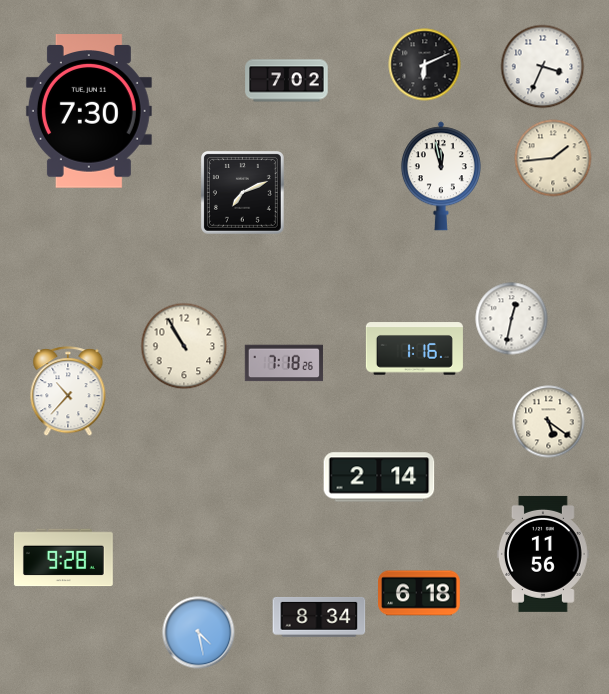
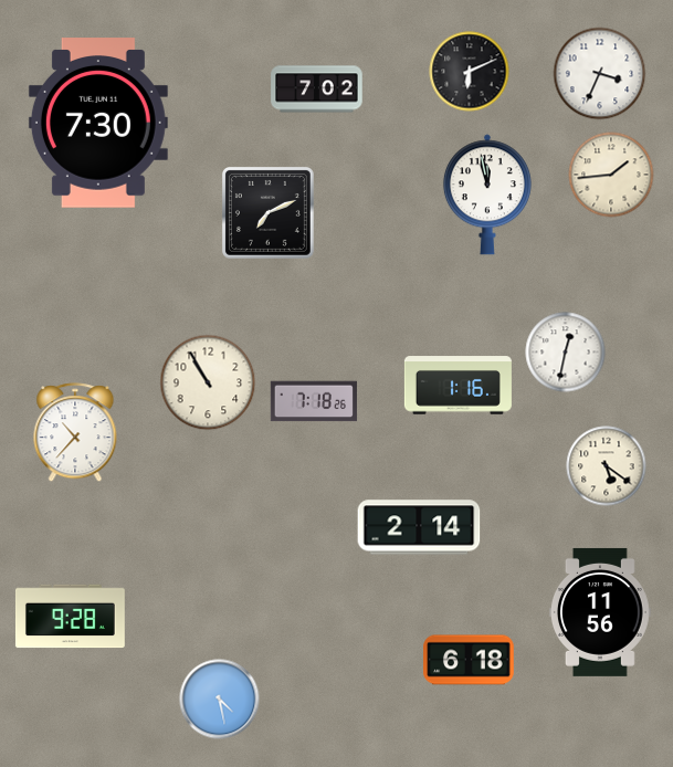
clock at (184, 346) position: (184, 346) -> (208, 382)
clock at (419, 593) position: (419, 593) -> (469, 660)
clock at (319, 617): 8:34 -> none
